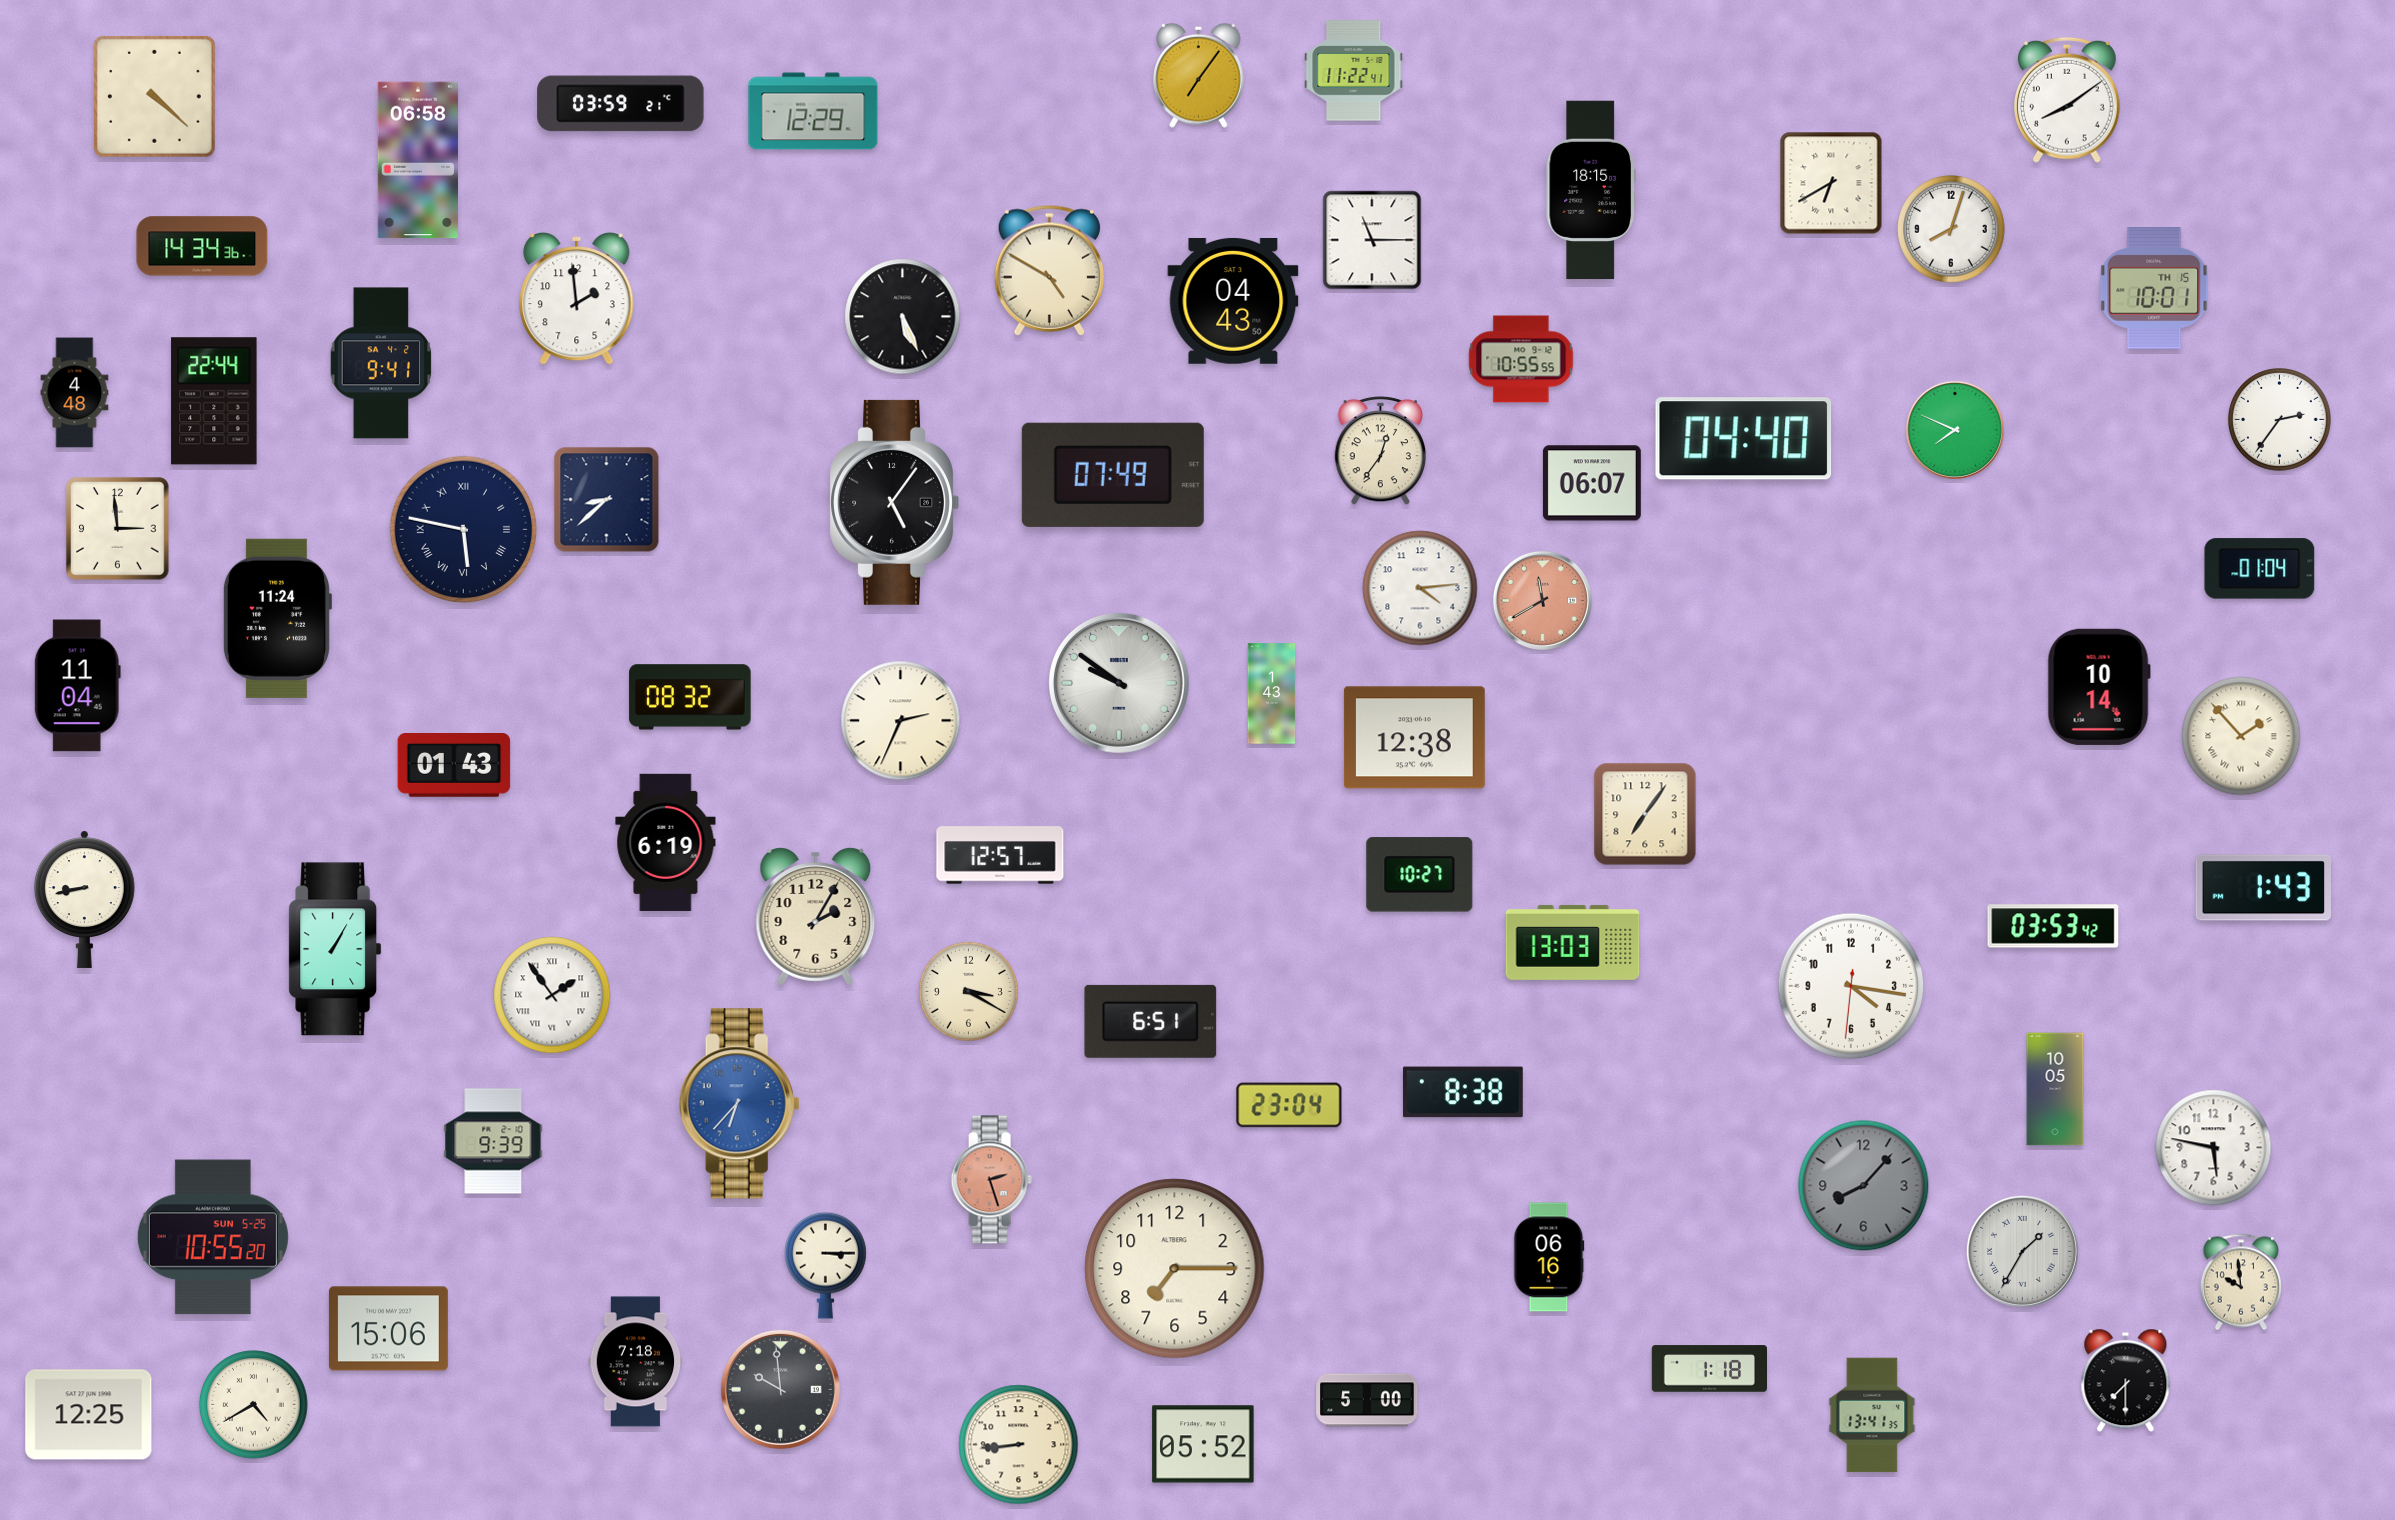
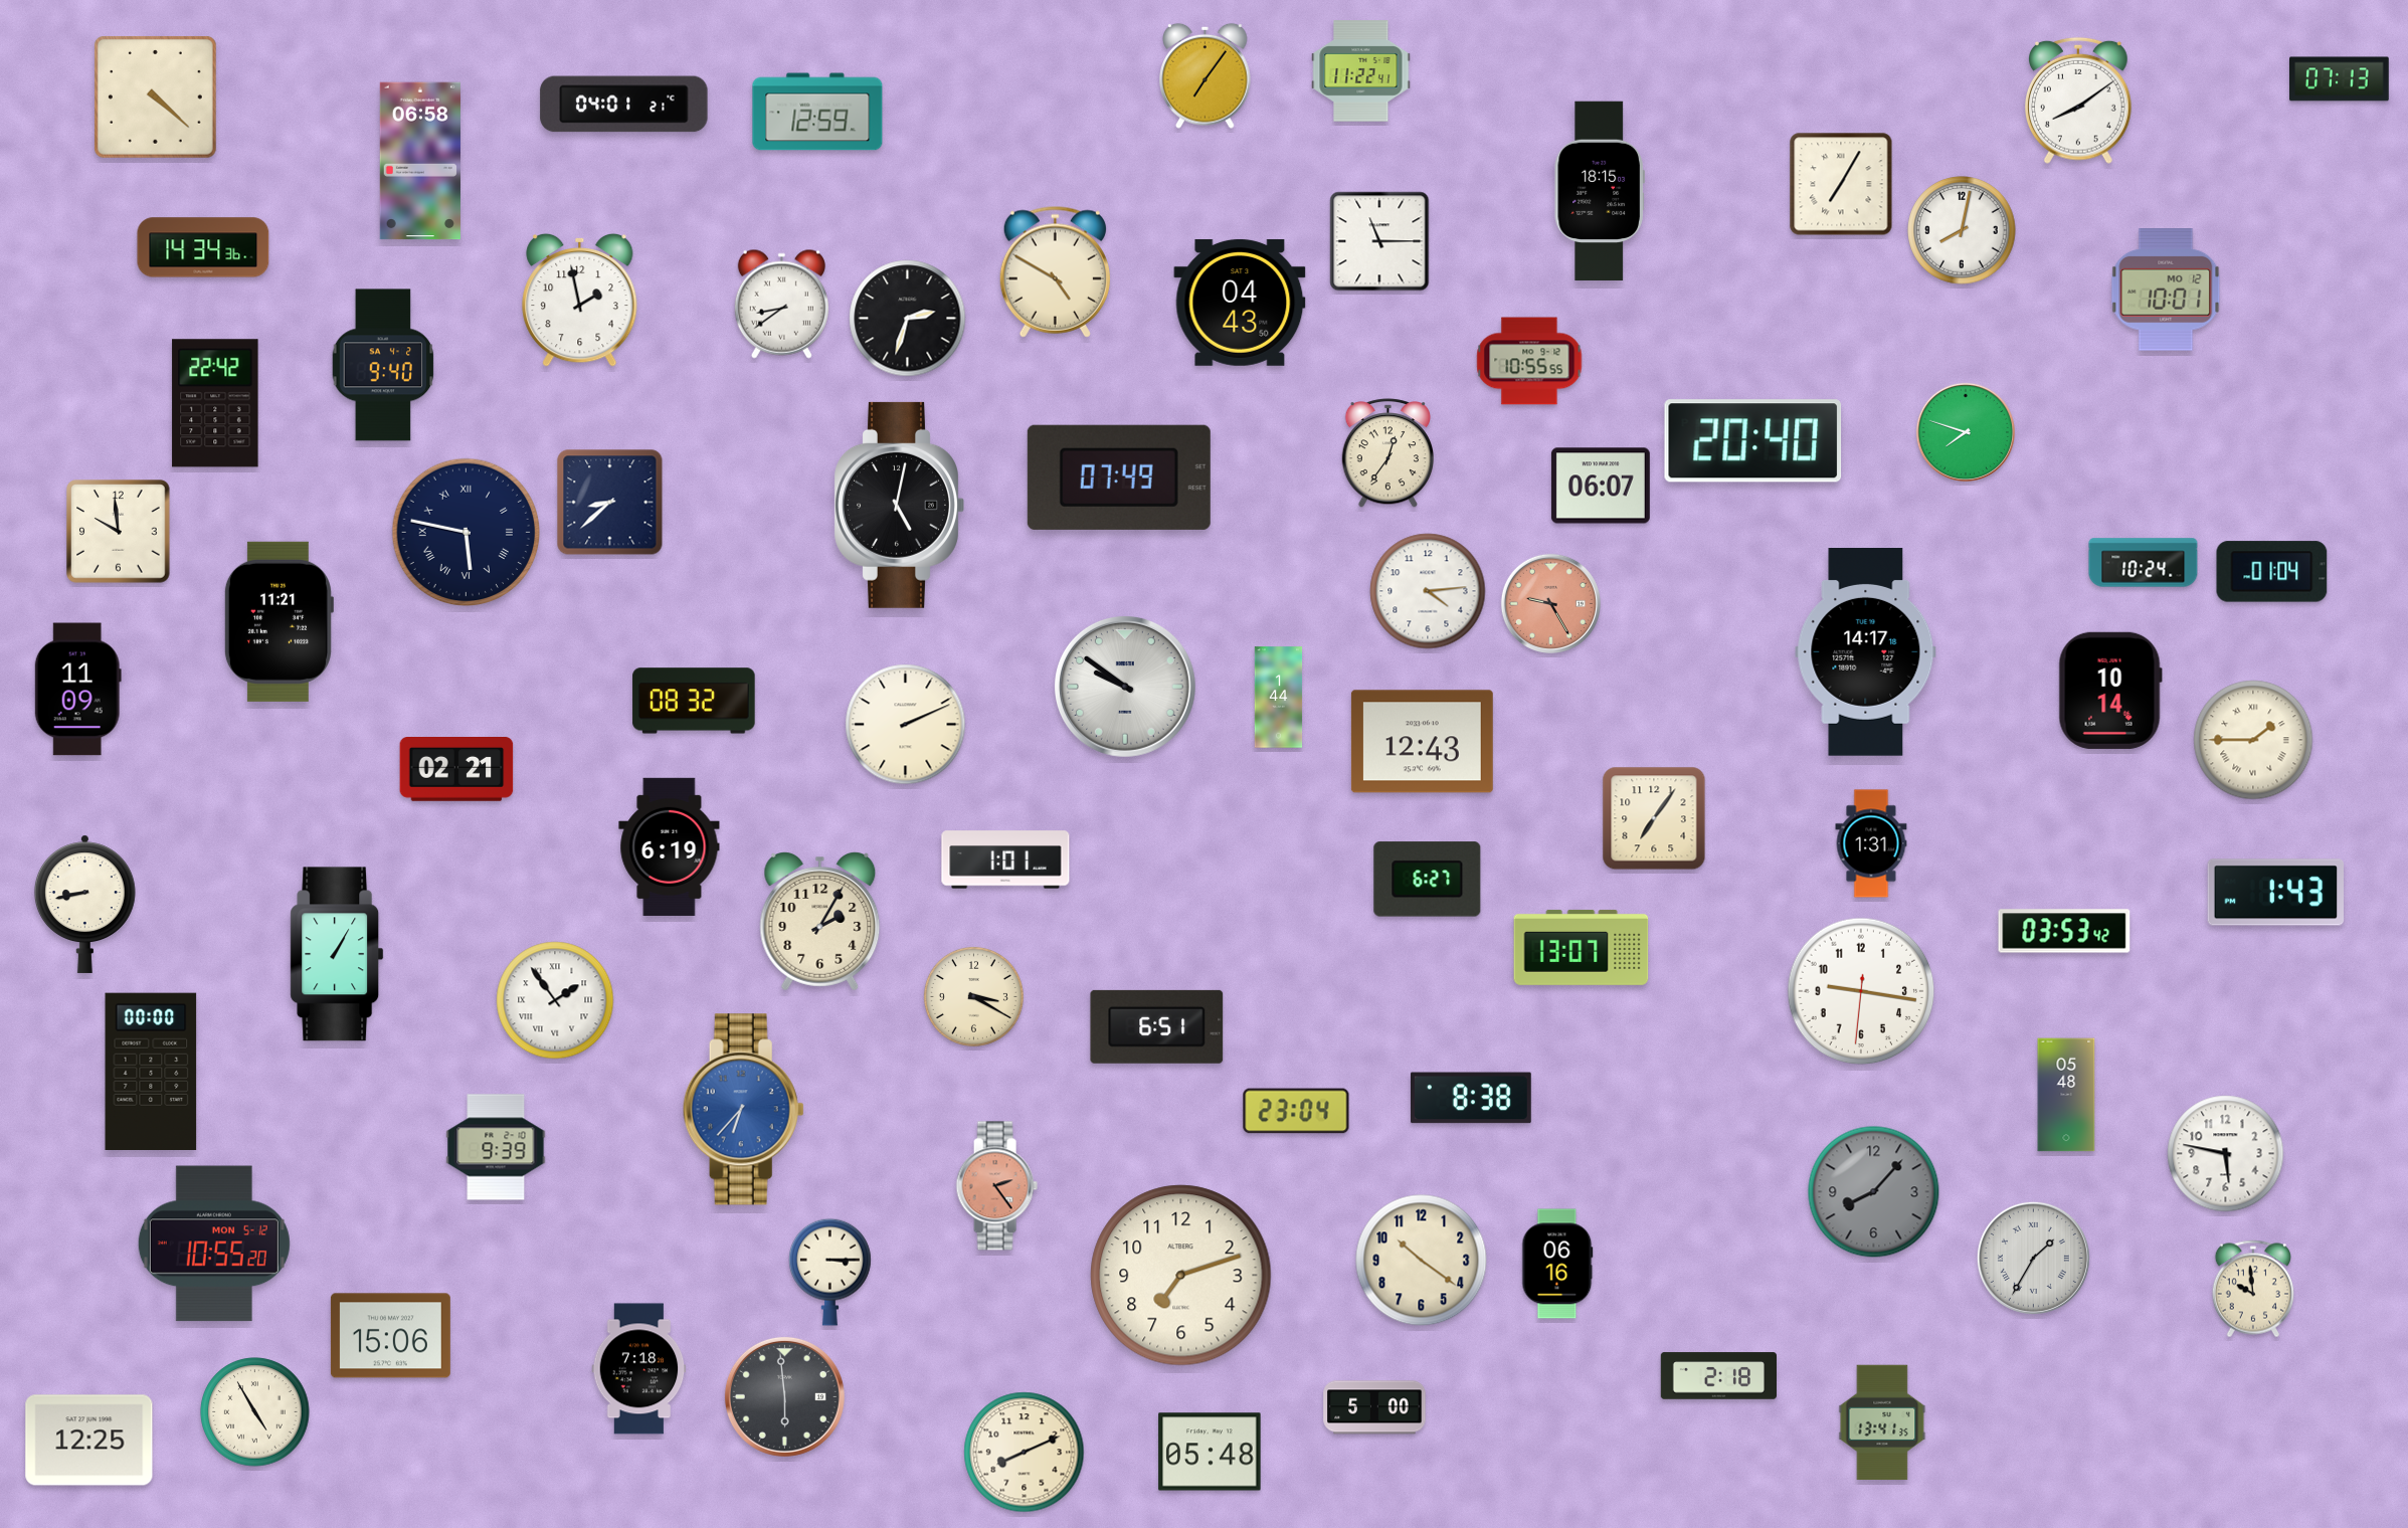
clock at (2340, 79): none -> 07:13
clock at (621, 104): 03:59 -> 04:01
clock at (813, 111): 12:29 -> 12:59
clock at (1831, 183): 6:40 -> 7:05
clock at (1951, 229): 8:03 -> 8:02
clock at (2154, 289) date: TH 15 -> MO 12
clock at (577, 298): 1:59 -> 1:58
clock at (781, 304): none -> 8:39
clock at (903, 317): 5:26 -> 2:33
clock at (381, 363): 9:41 -> 9:40
clock at (75, 393): 4:48 -> none
clock at (214, 401): 22:44 -> 22:42
clock at (2280, 420): 2:36 -> none
clock at (1955, 430): 7:49 -> 7:48
clock at (1744, 439): 04:40 -> 20:40
clock at (894, 502): 5:06 -> 5:02
clock at (118, 529): 2:59 -> 9:59
clock at (2144, 563): none -> 10:24
clock at (1542, 600): 11:40 -> 9:25
clock at (277, 618): 11:24 -> 11:21
clock at (1866, 652): none -> 14:17
clock at (77, 686): 11:04 -> 11:09
clock at (1272, 694): 1:43 -> 1:44
clock at (901, 721): 2:34 -> 2:11
clock at (2241, 736): 1:53 -> 1:45
clock at (1414, 738): 12:38 -> 12:43
clock at (454, 766): 01:43 -> 02:21
clock at (1871, 843): none -> 1:31
clock at (1000, 855): 12:57 -> 1:01
clock at (1420, 875): 10:27 -> 6:27
clock at (1573, 942): 13:03 -> 13:07
clock at (1851, 986): 4:16 -> 9:16
clock at (151, 1071): none -> 00:00
clock at (2055, 1089): 10:05 -> 05:48
clock at (991, 1180): 2:27 -> 2:24
clock at (213, 1237) date: SUN 5-25 -> MON 5-12
clock at (1422, 1261): none -> 10:21
clock at (1175, 1269): 7:15 -> 7:12
clock at (1710, 1369): 1:18 -> 2:18
clock at (2126, 1381): 7:30 -> none
clock at (780, 1389): 9:59 -> 5:59
clock at (254, 1405): 4:40 -> 4:55
clock at (89, 1415) position: (89, 1415) -> (89, 1441)
clock at (1203, 1444): 05:52 -> 05:48
clock at (1019, 1445): 8:44 -> 8:11
